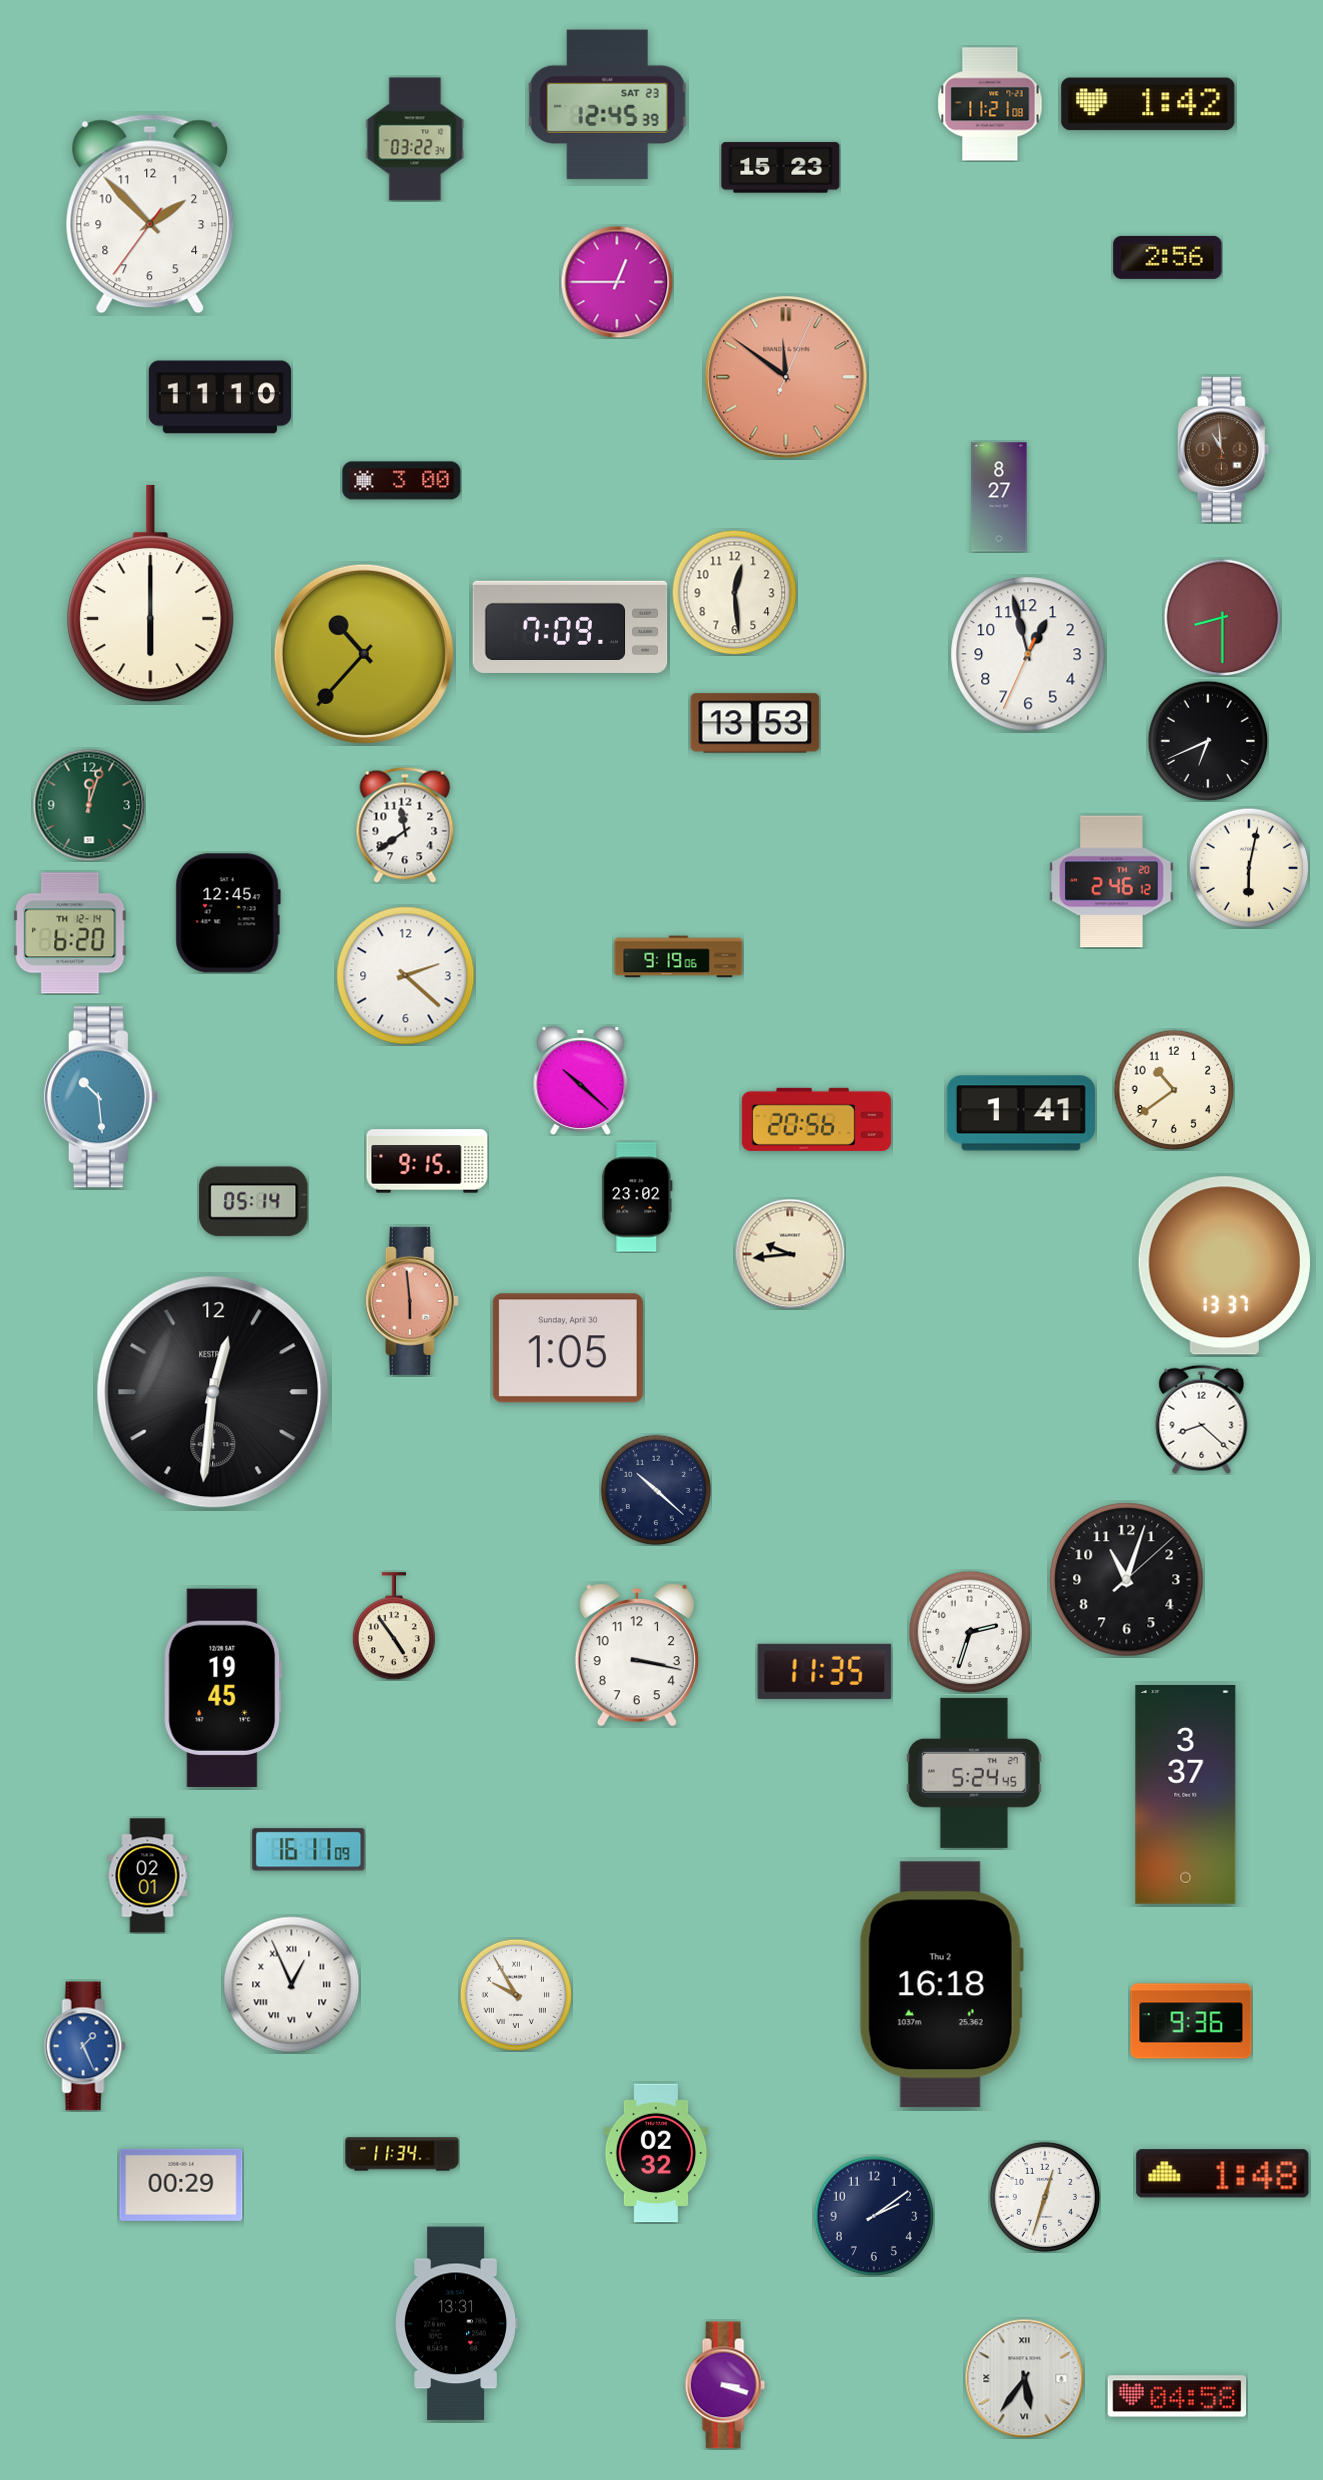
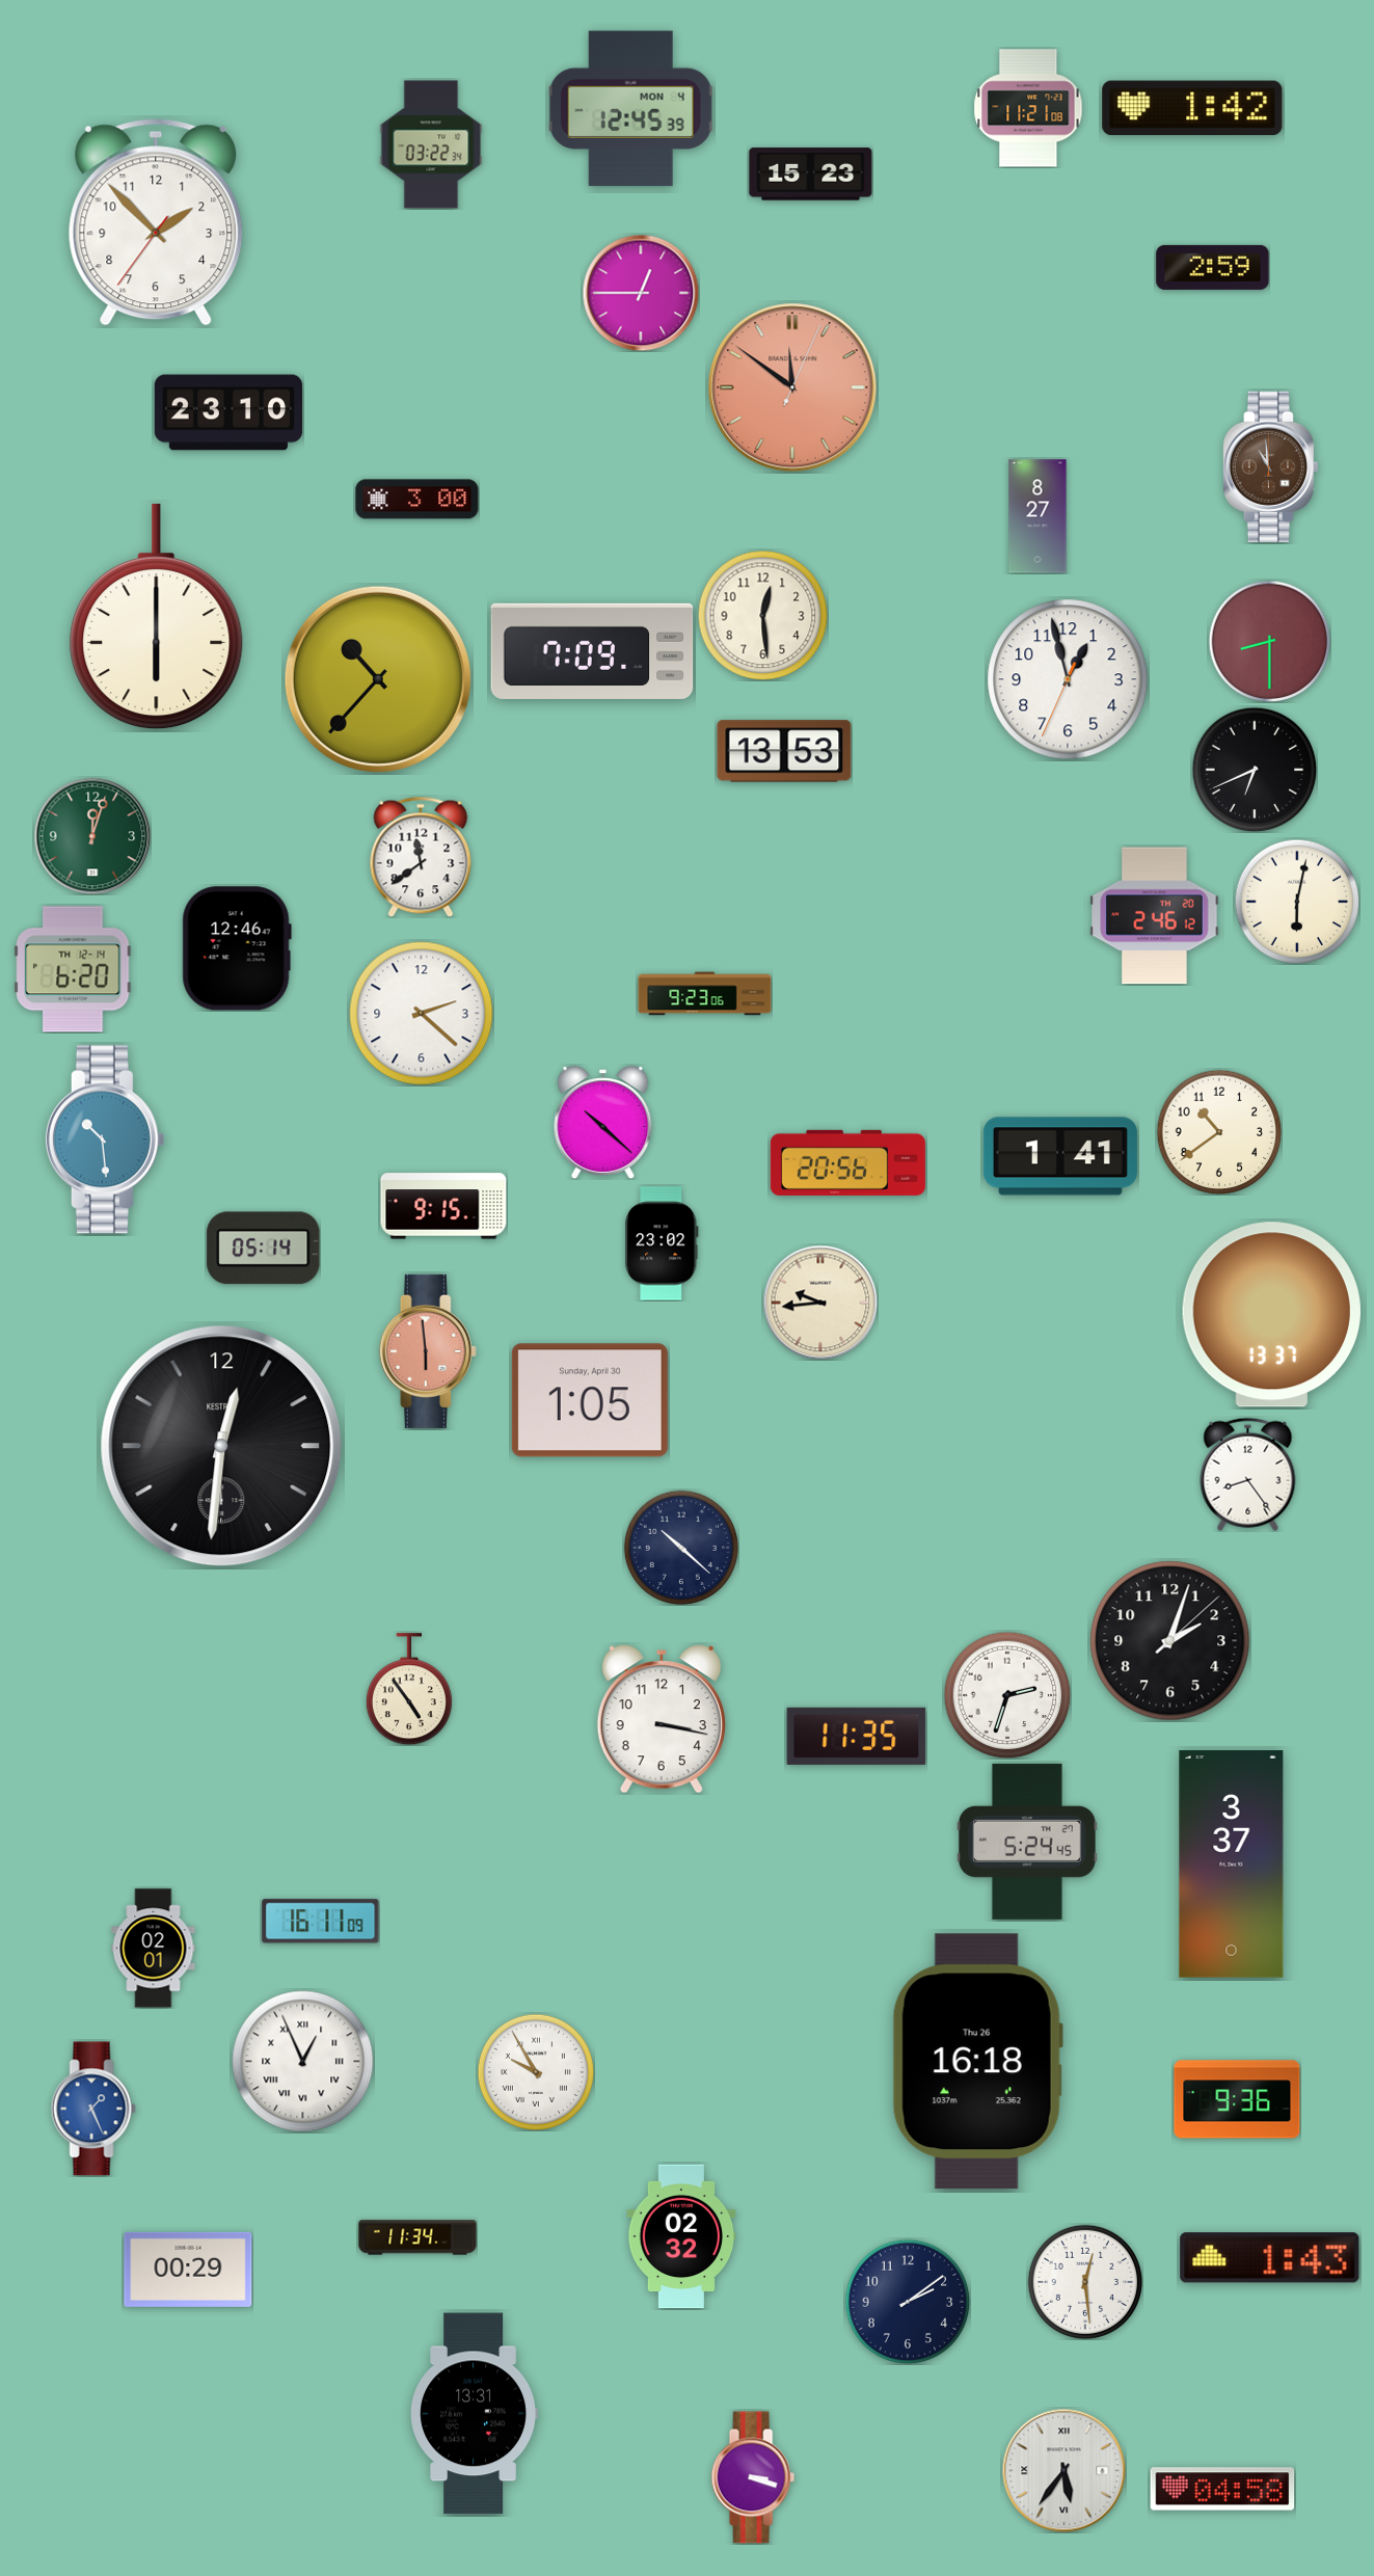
clock at (608, 105) date: SAT 23 -> MON 4
clock at (1168, 257): 2:56 -> 2:59
clock at (786, 377) position: (786, 377) -> (792, 387)
clock at (219, 397): 11:10 -> 23:10
clock at (228, 913): 12:45 -> 12:46
clock at (679, 957): 9:19 -> 9:23
clock at (1202, 1419): 8:22 -> 8:24
clock at (1127, 1580): 11:03 -> 2:03
clock at (223, 1688): 19:45 -> none
clock at (974, 1773) position: (974, 1773) -> (1027, 1842)
clock at (941, 1985) date: Thu 2 -> Thu 26
clock at (85, 2046) position: (85, 2046) -> (93, 2109)
clock at (1223, 2174): 1:48 -> 1:43
clock at (1045, 2197): 12:33 -> 12:29
